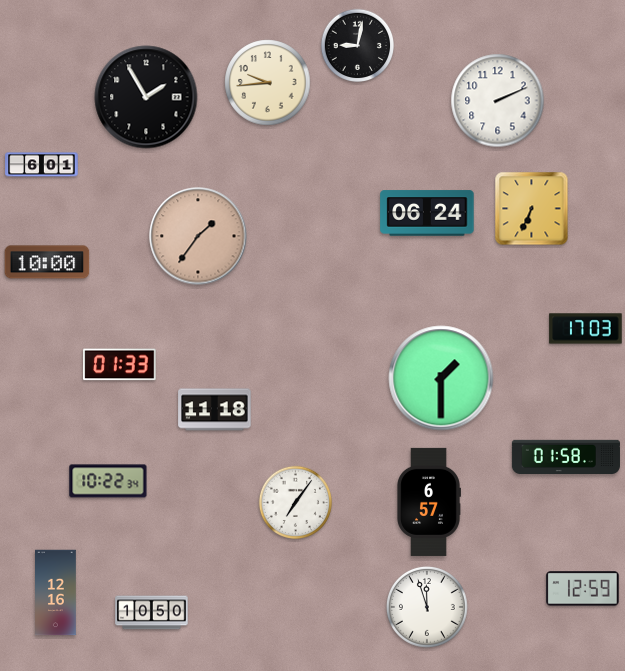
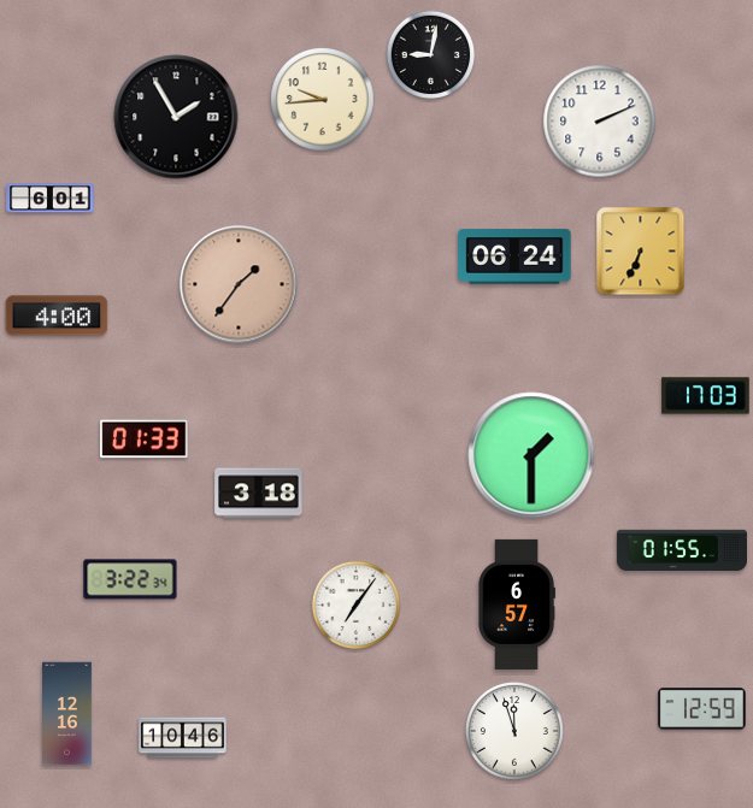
clock at (47, 262): 10:00 -> 4:00
clock at (215, 410): 11:18 -> 3:18
clock at (566, 456): 01:58 -> 01:55
clock at (108, 481): 10:22 -> 3:22
clock at (152, 613): 10:50 -> 10:46
